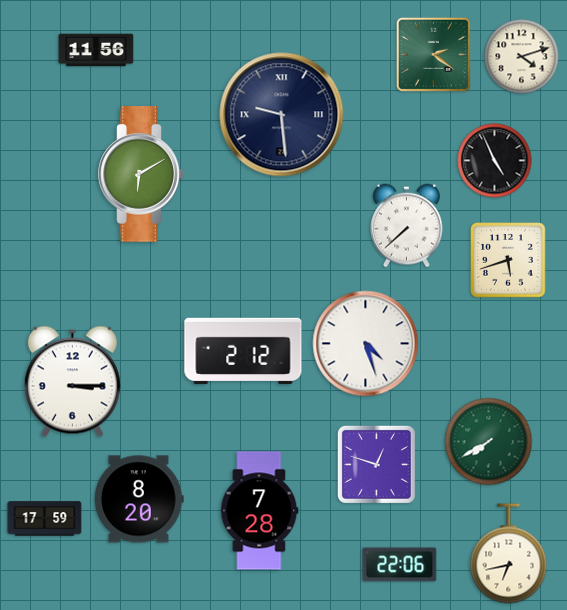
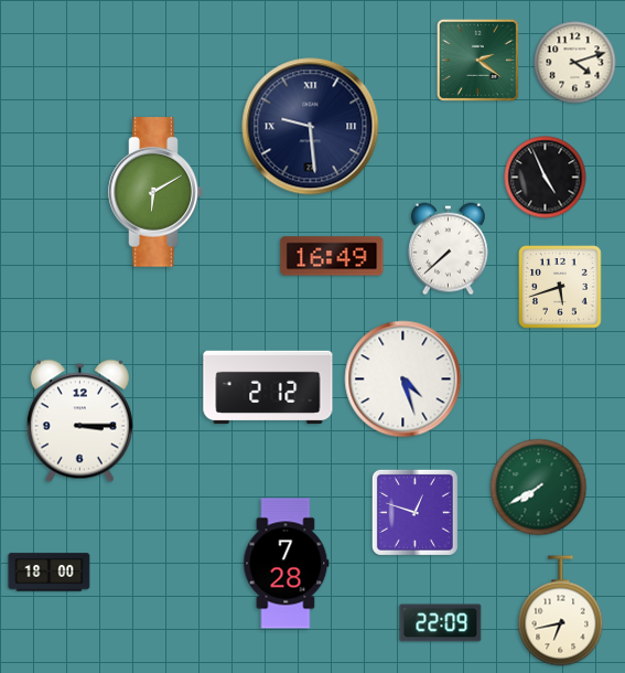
clock at (96, 50): 11:56 -> none
clock at (332, 256): none -> 16:49
clock at (139, 499): 8:20 -> none
clock at (45, 519): 17:59 -> 18:00
clock at (400, 565): 22:06 -> 22:09
